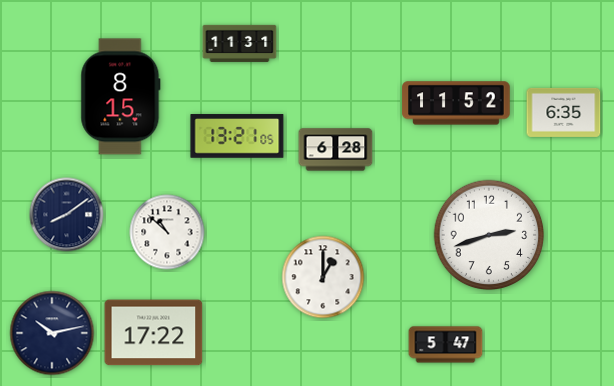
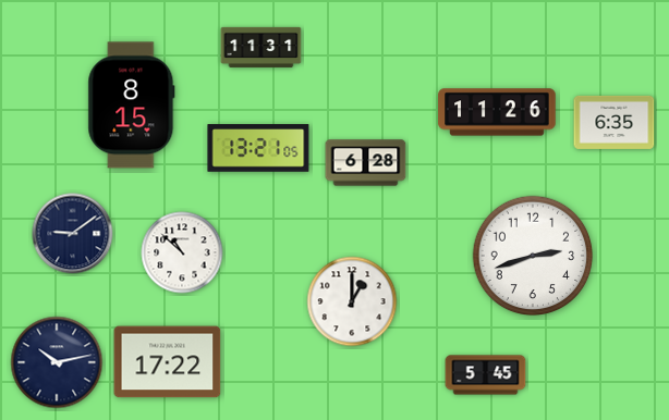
clock at (456, 103): 11:52 -> 11:26
clock at (67, 215): 8:09 -> 9:09
clock at (446, 345): 5:47 -> 5:45
